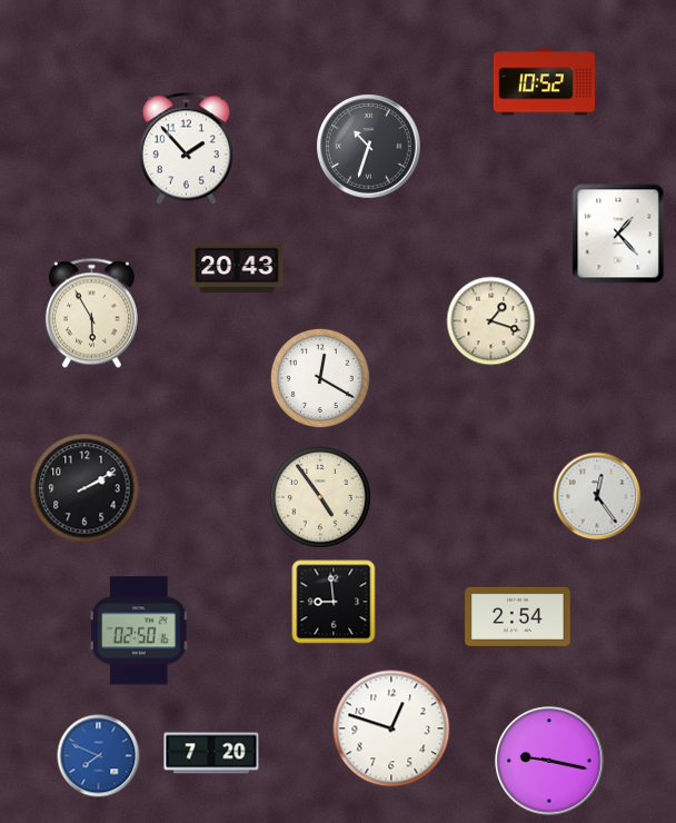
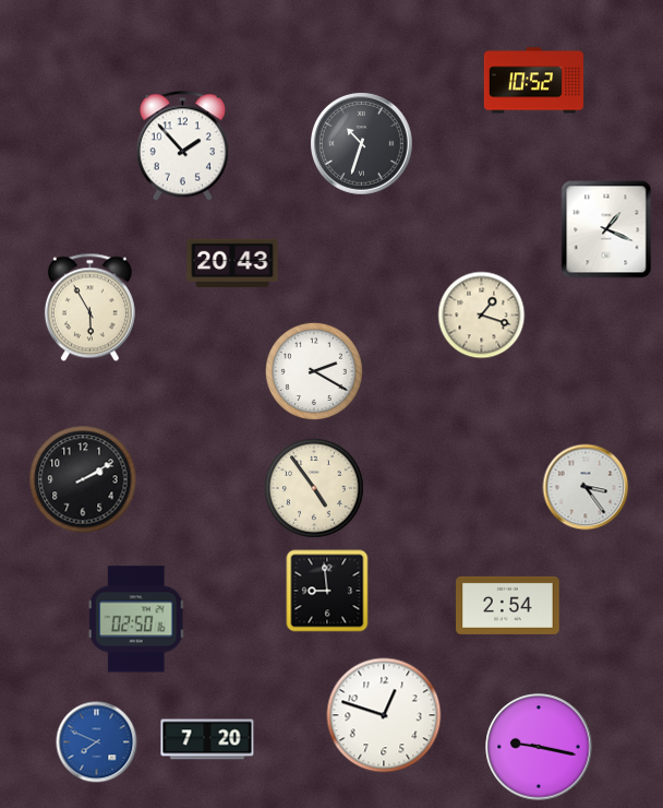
clock at (618, 234): 1:23 -> 1:19
clock at (320, 378): 12:20 -> 2:20
clock at (597, 496): 12:24 -> 3:24
